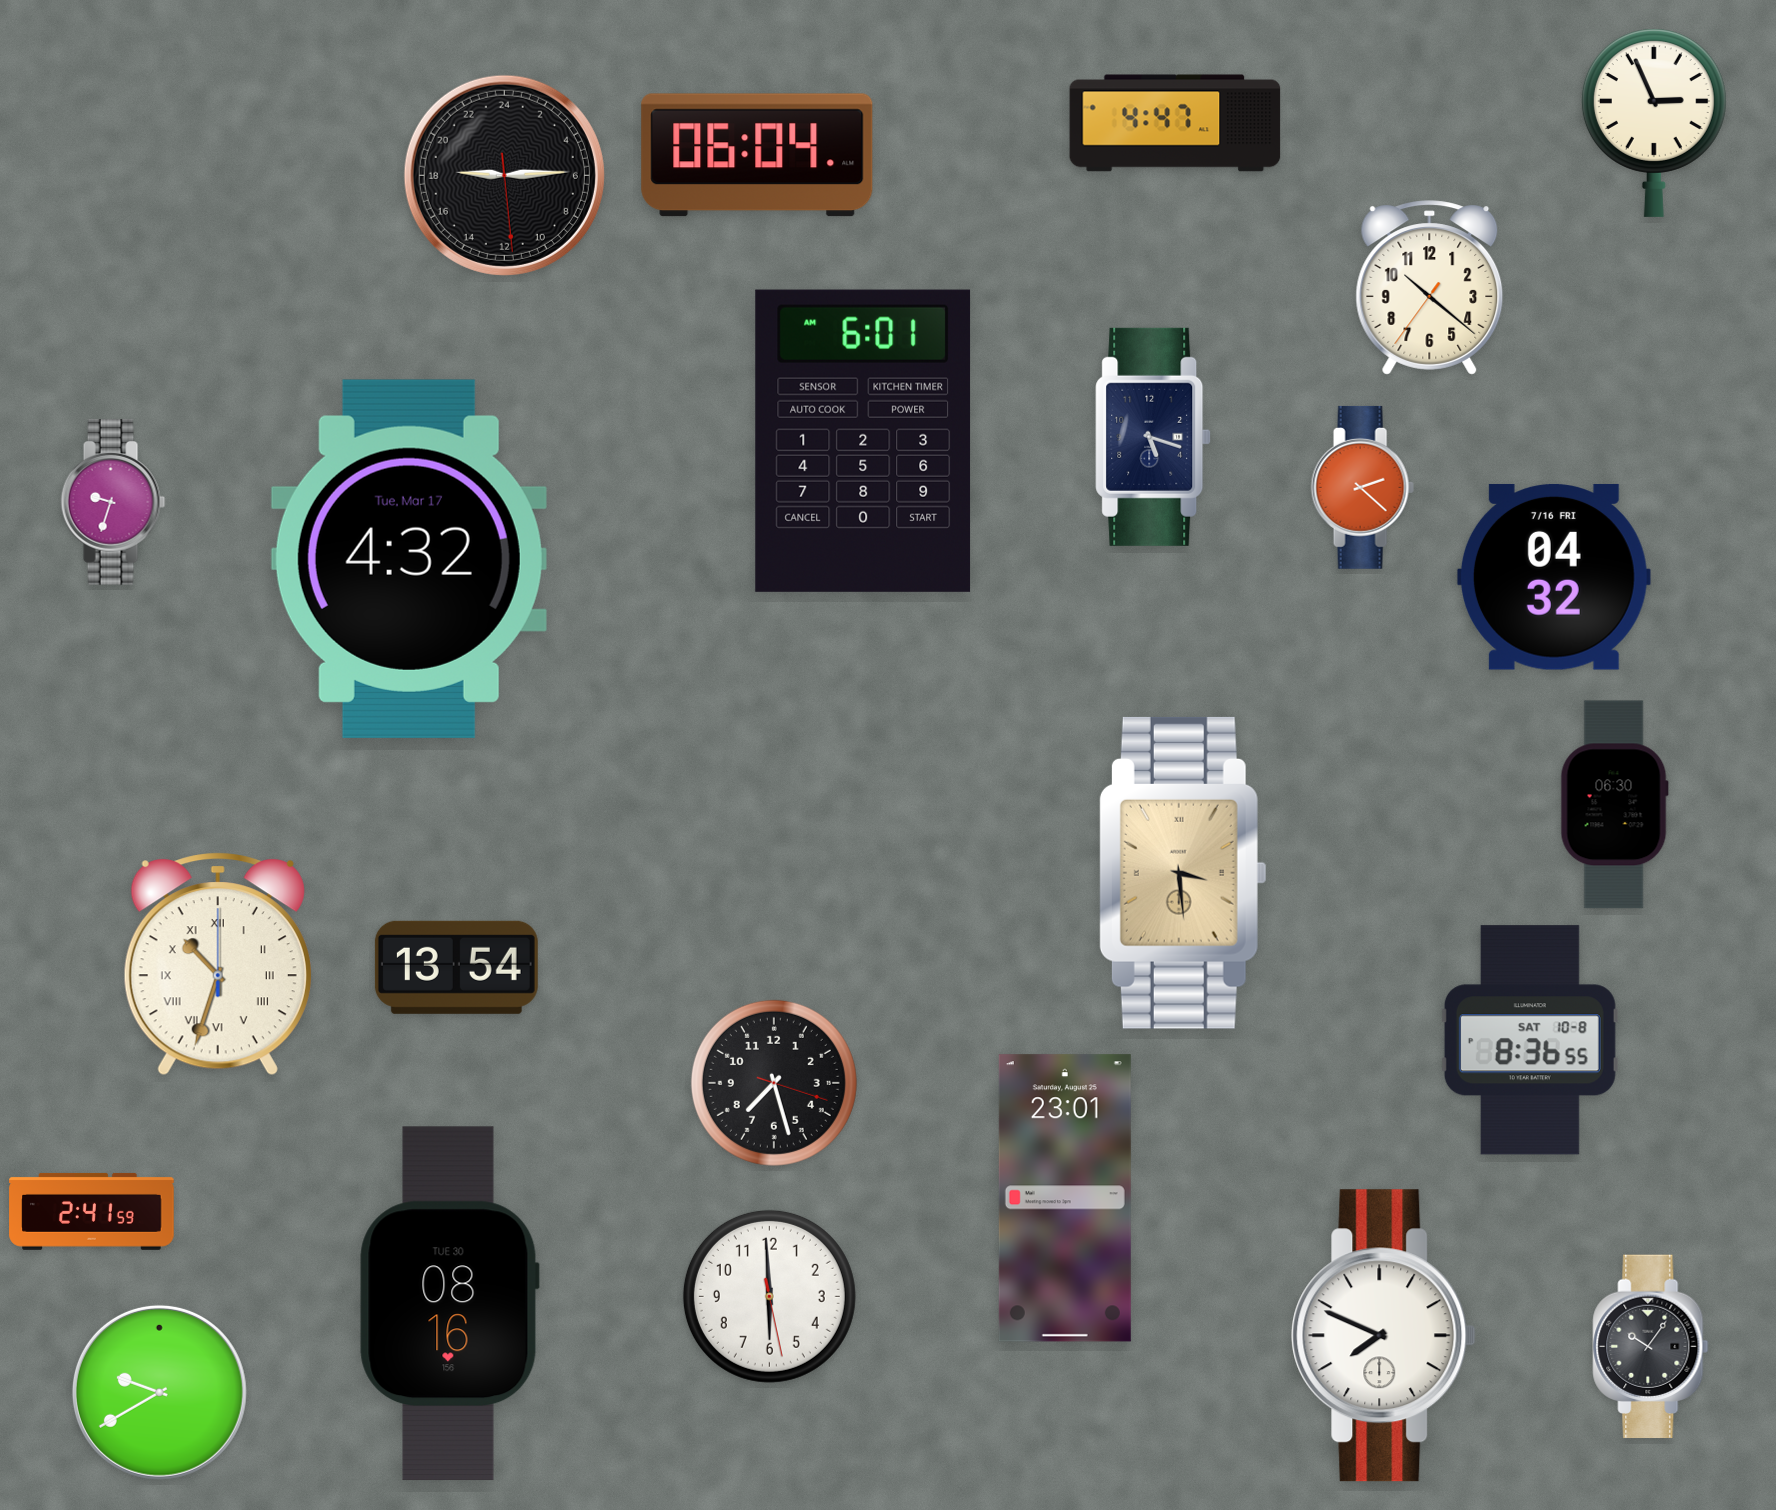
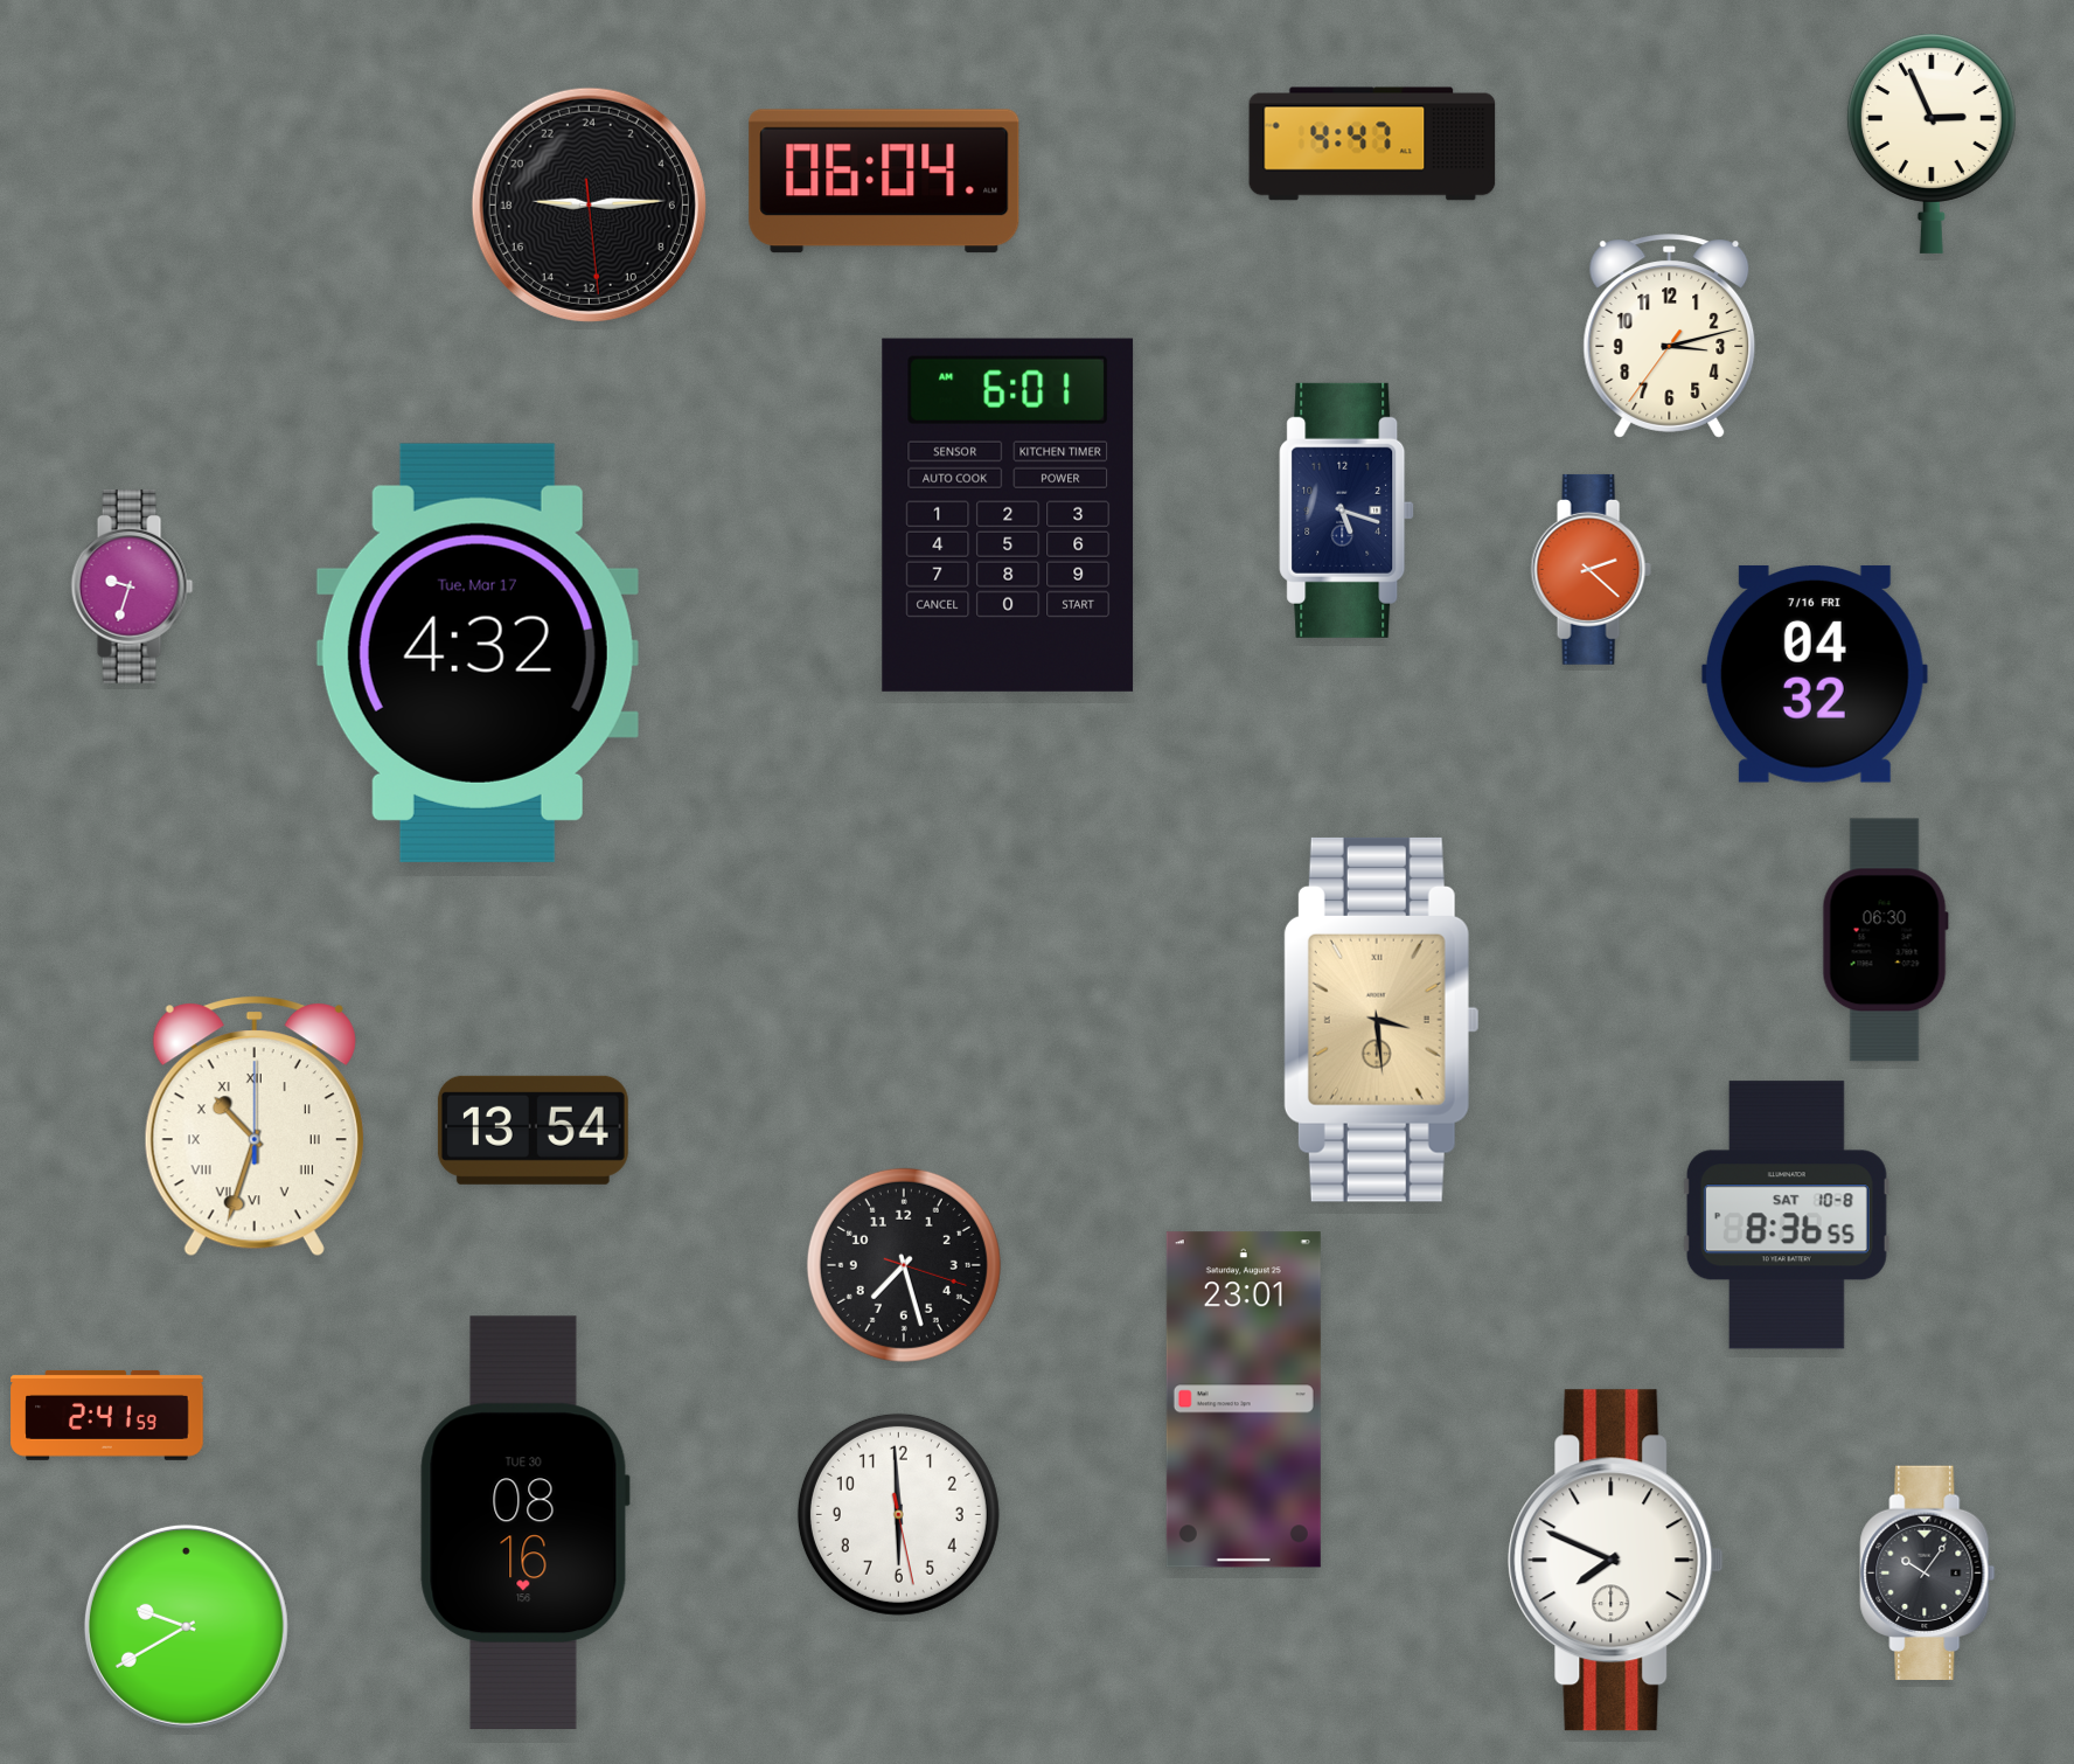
clock at (1430, 288): 10:21 -> 3:12
